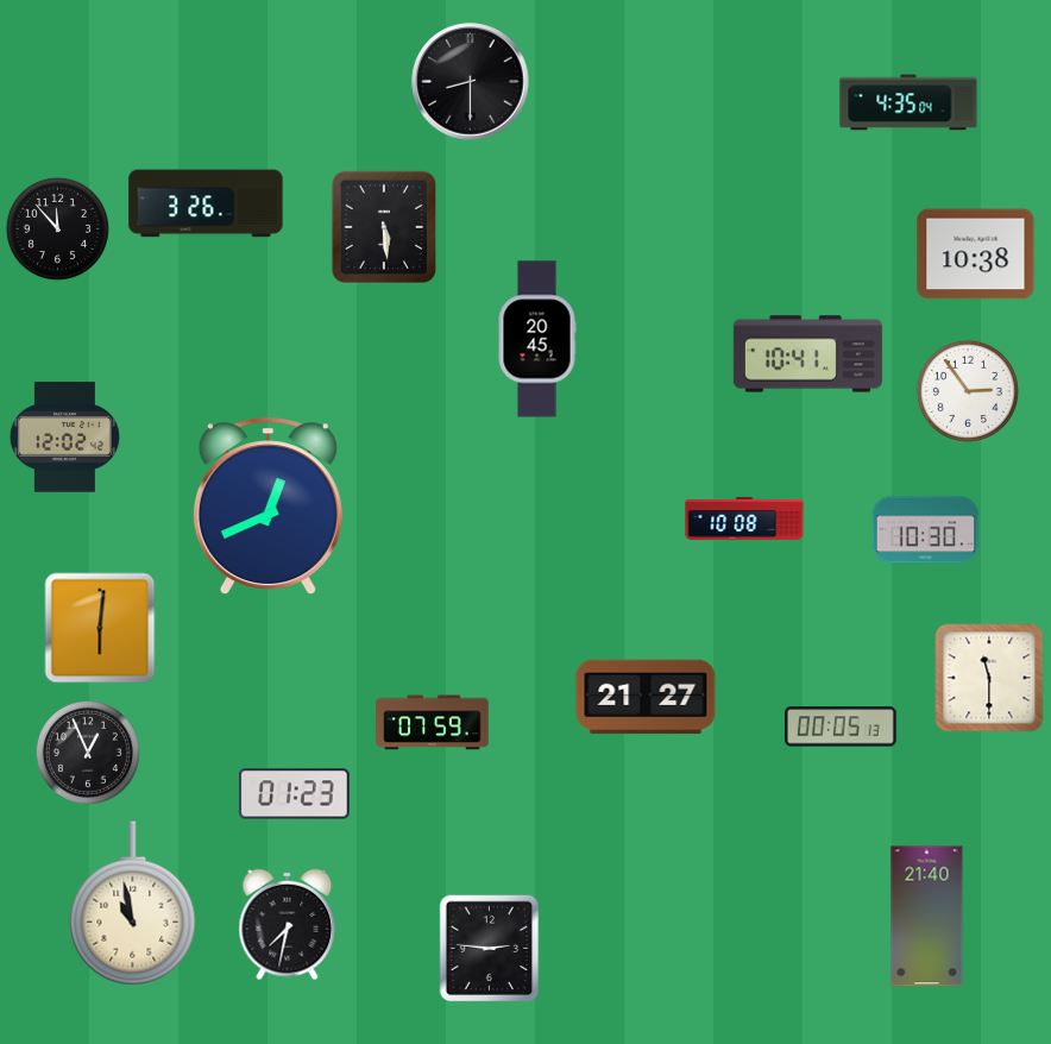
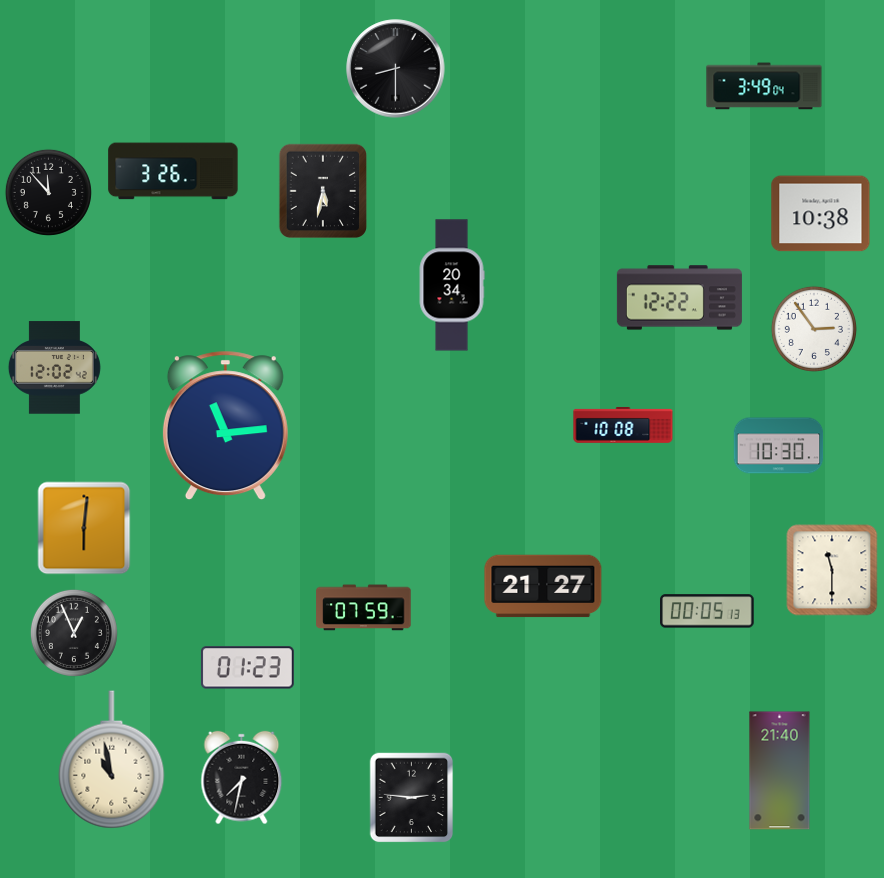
clock at (908, 102): 4:35 -> 3:49
clock at (383, 226): 5:29 -> 5:32
clock at (537, 339): 20:45 -> 20:34
clock at (807, 354): 10:41 -> 12:22
clock at (268, 507): 12:41 -> 11:14
clock at (744, 518) position: (744, 518) -> (623, 425)
